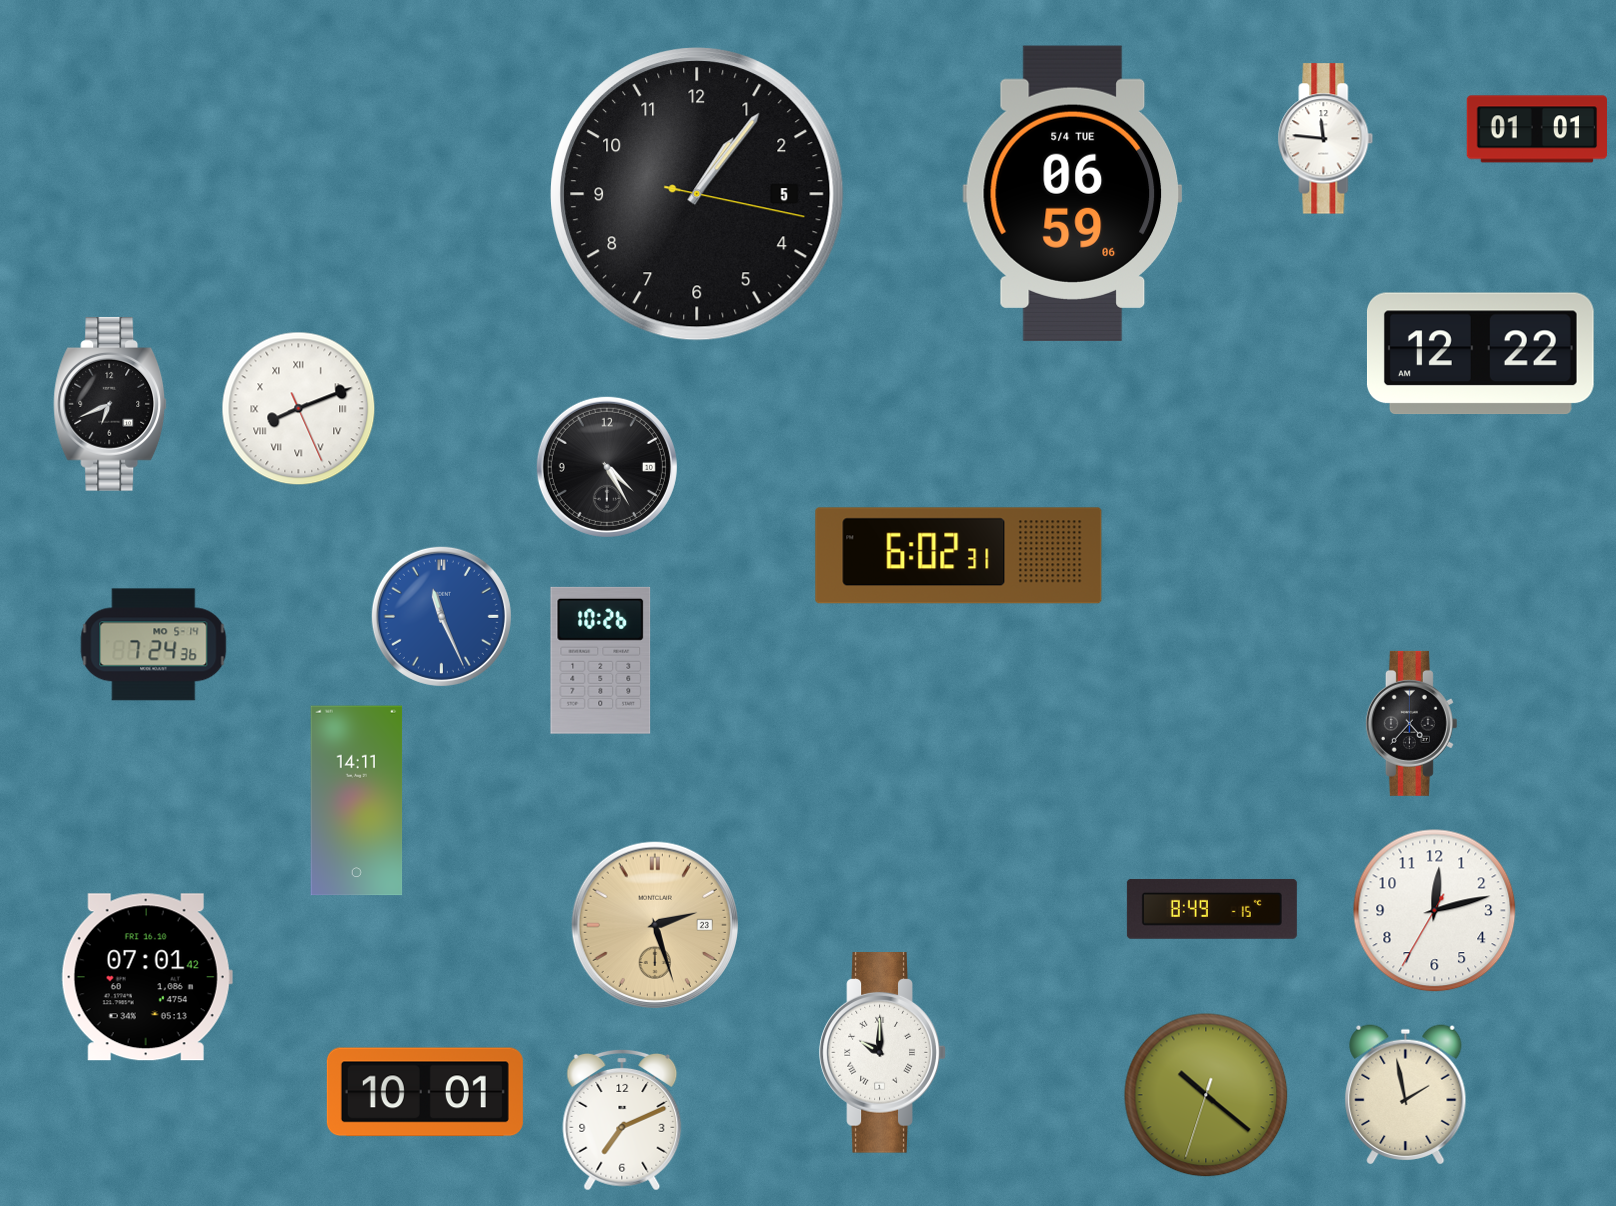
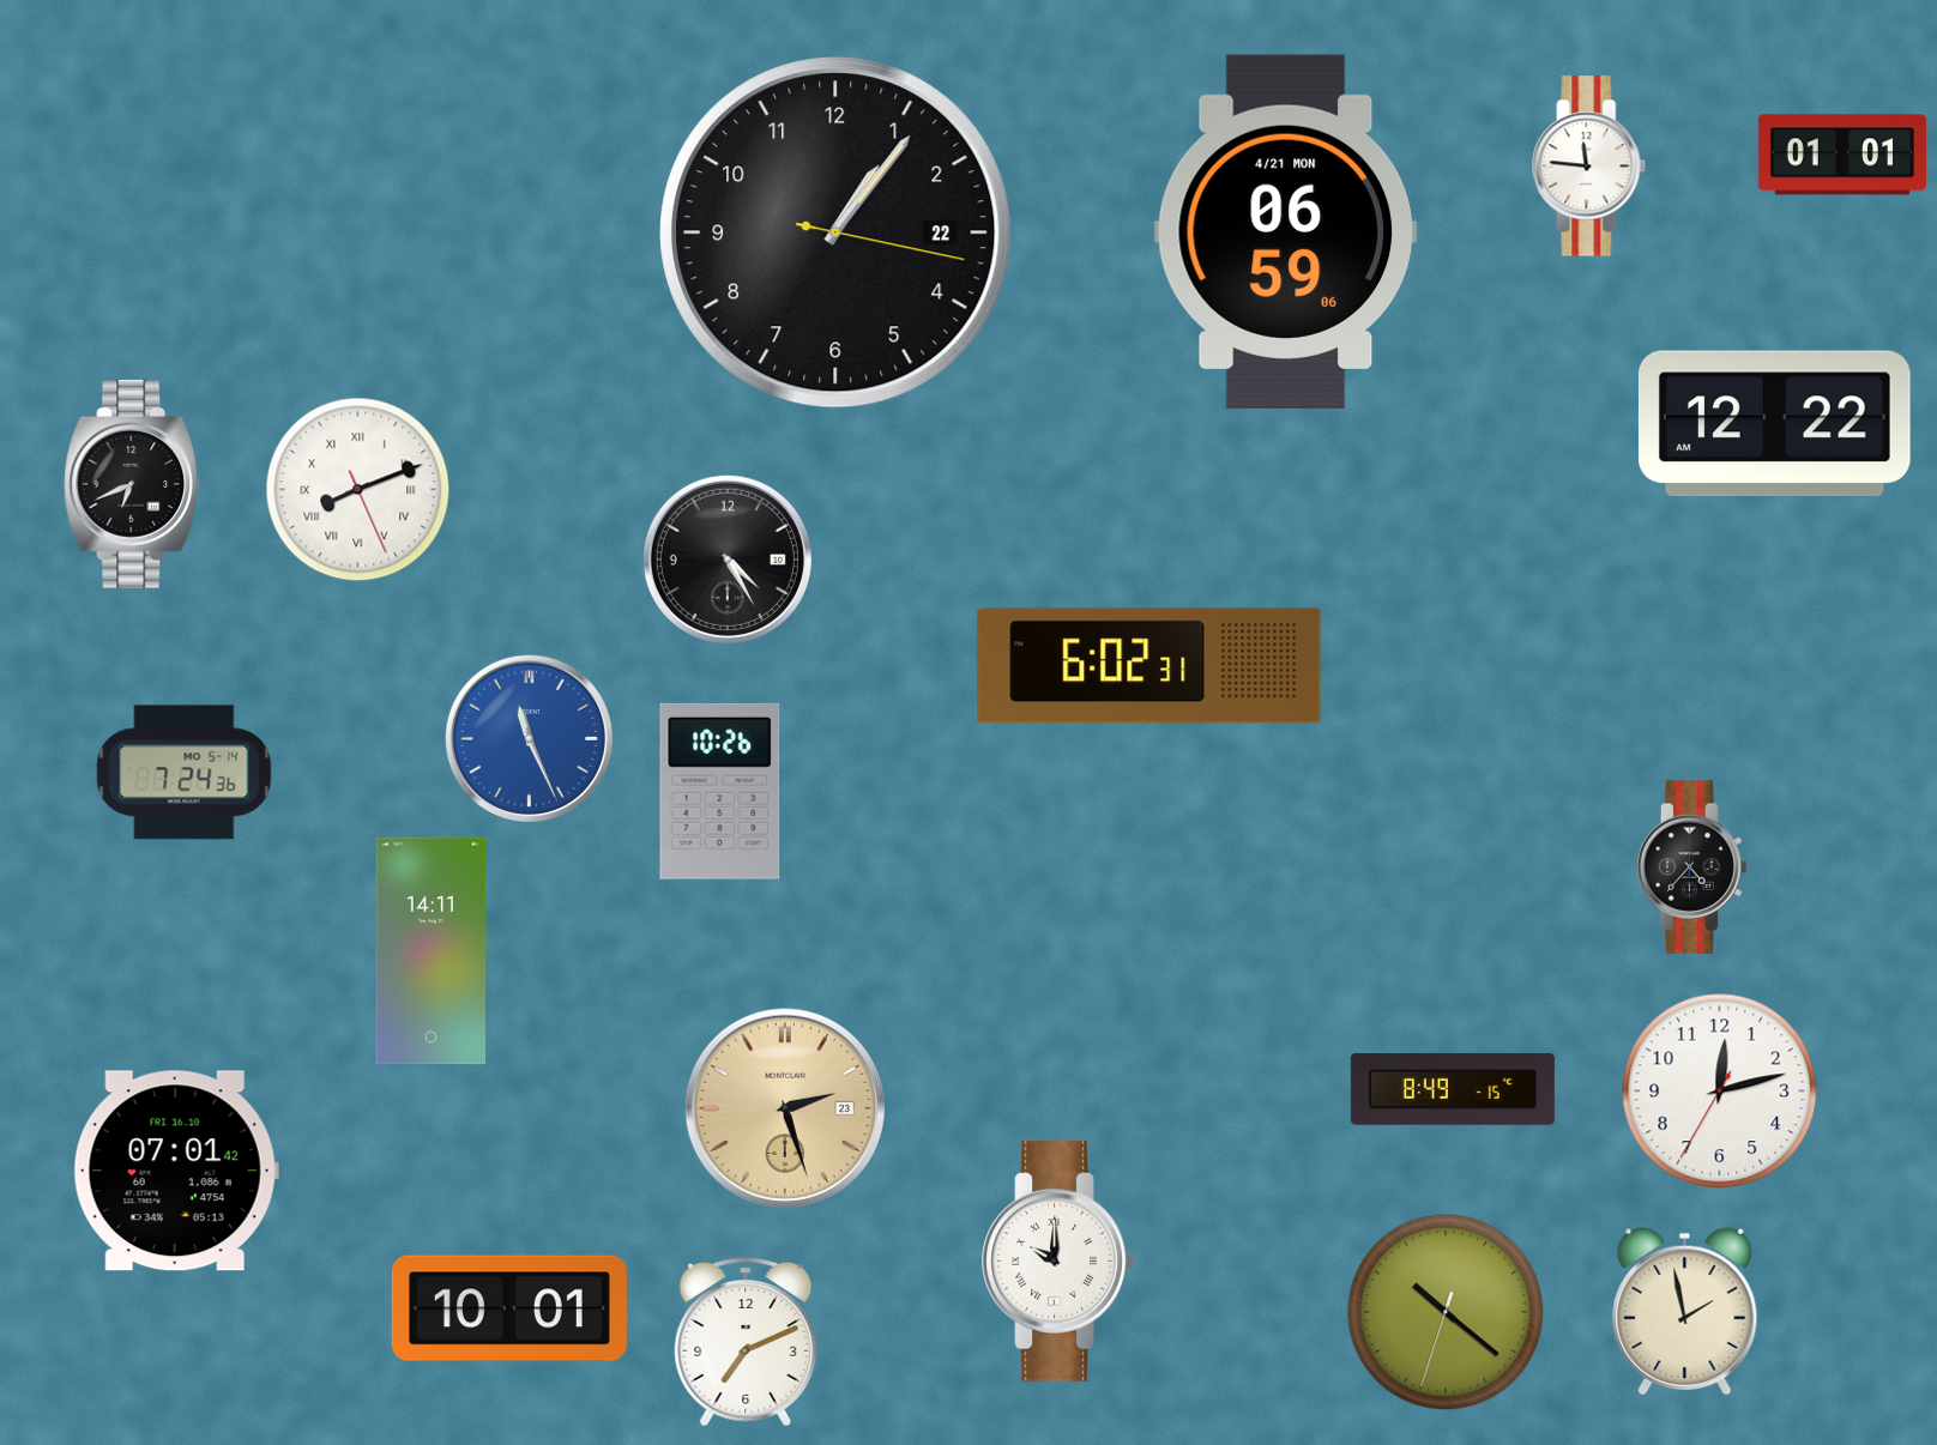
clock at (1072, 193) date: 5/4 TUE -> 4/21 MON
clock at (698, 195) date: 5 -> 22
clock at (357, 801) position: (357, 801) -> (432, 951)
